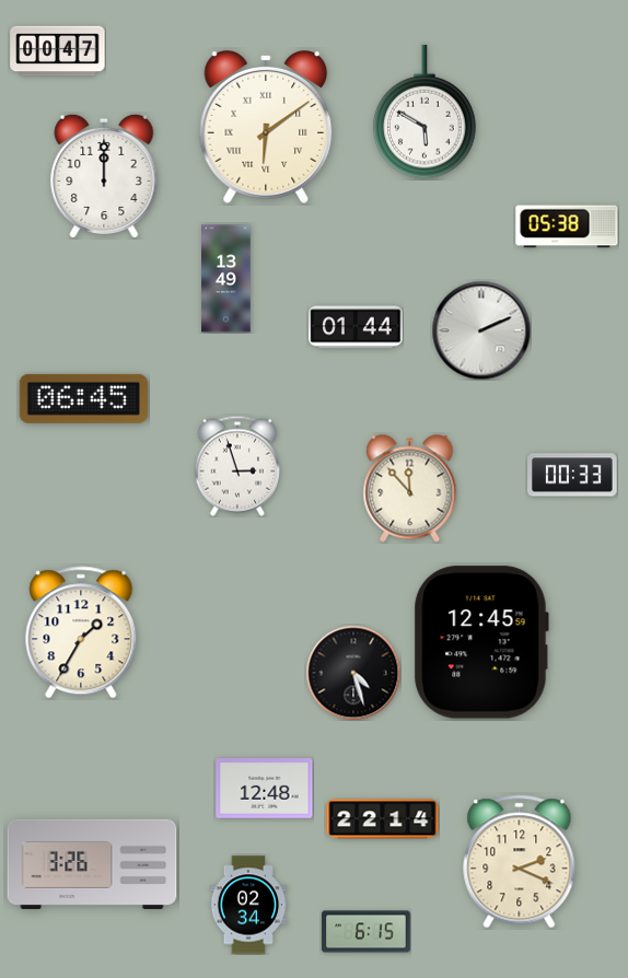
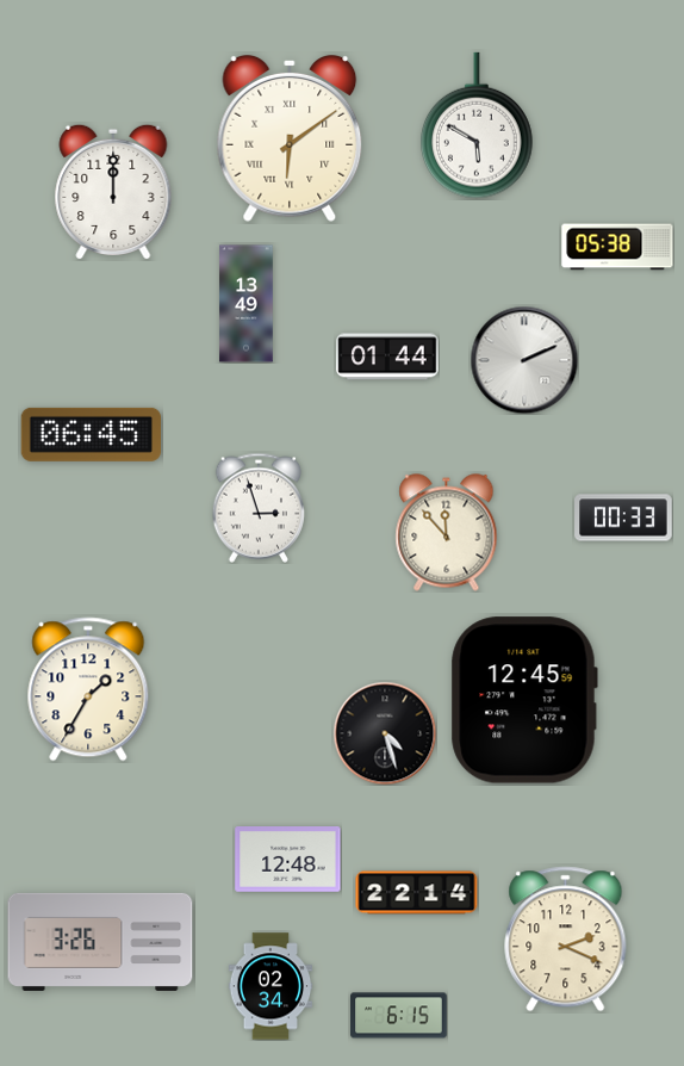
clock at (58, 51): 00:47 -> none
clock at (426, 112) position: (426, 112) -> (478, 125)
